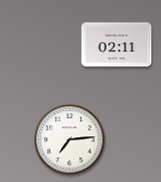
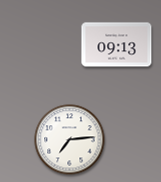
clock at (117, 45): 02:11 -> 09:13
